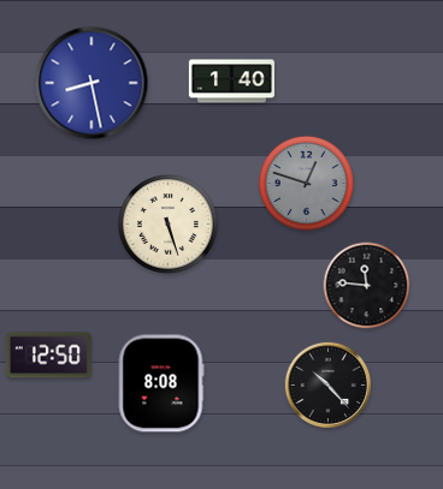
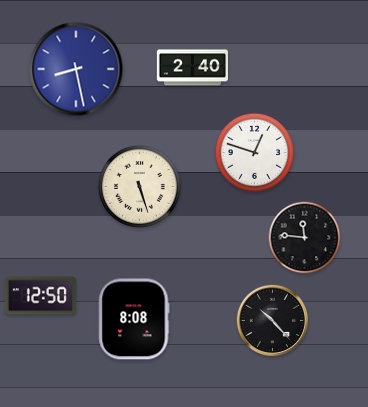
clock at (231, 82): 1:40 -> 2:40
clock at (306, 183) dial: grey -> white
